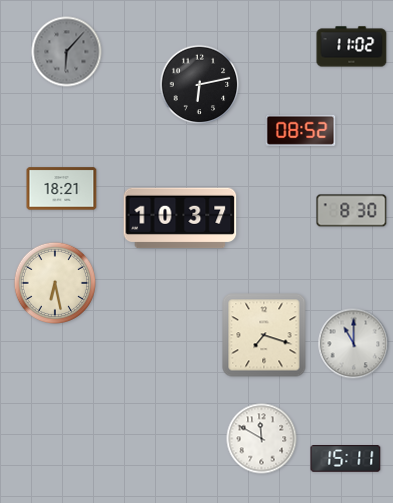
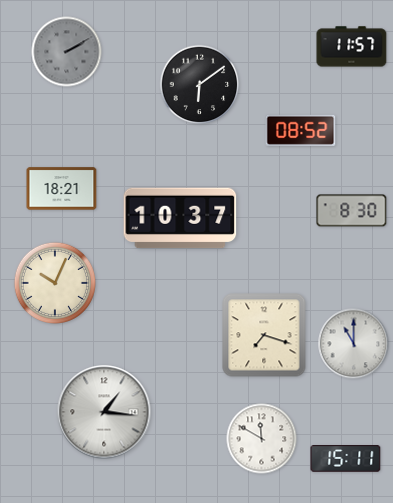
clock at (352, 47): 11:02 -> 11:57
clock at (67, 52): 6:07 -> 2:10
clock at (200, 85): 6:13 -> 6:09
clock at (54, 282): 6:28 -> 10:04
clock at (104, 412): none -> 1:16
